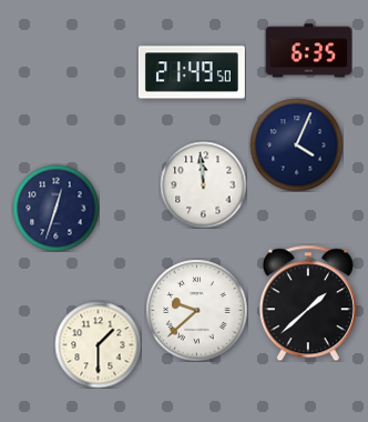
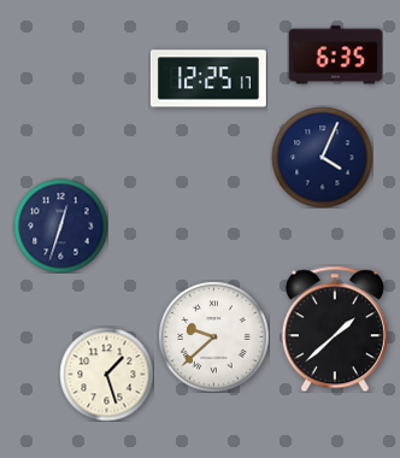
clock at (192, 72): 21:49 -> 12:25
clock at (203, 184): 11:59 -> none
clock at (98, 344): 1:30 -> 1:27
